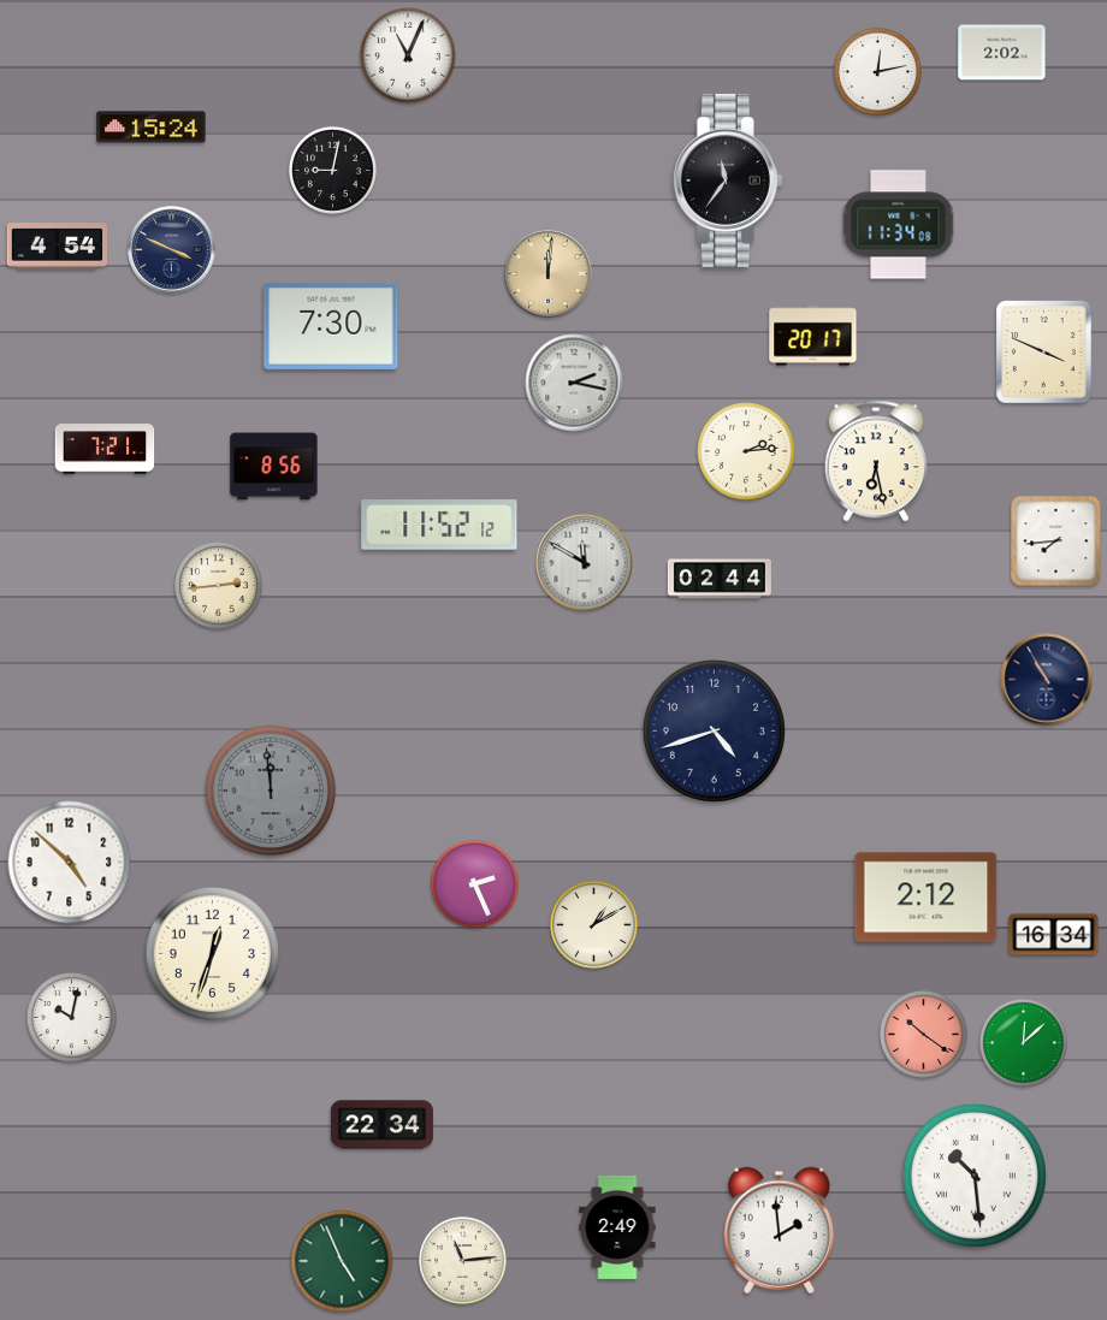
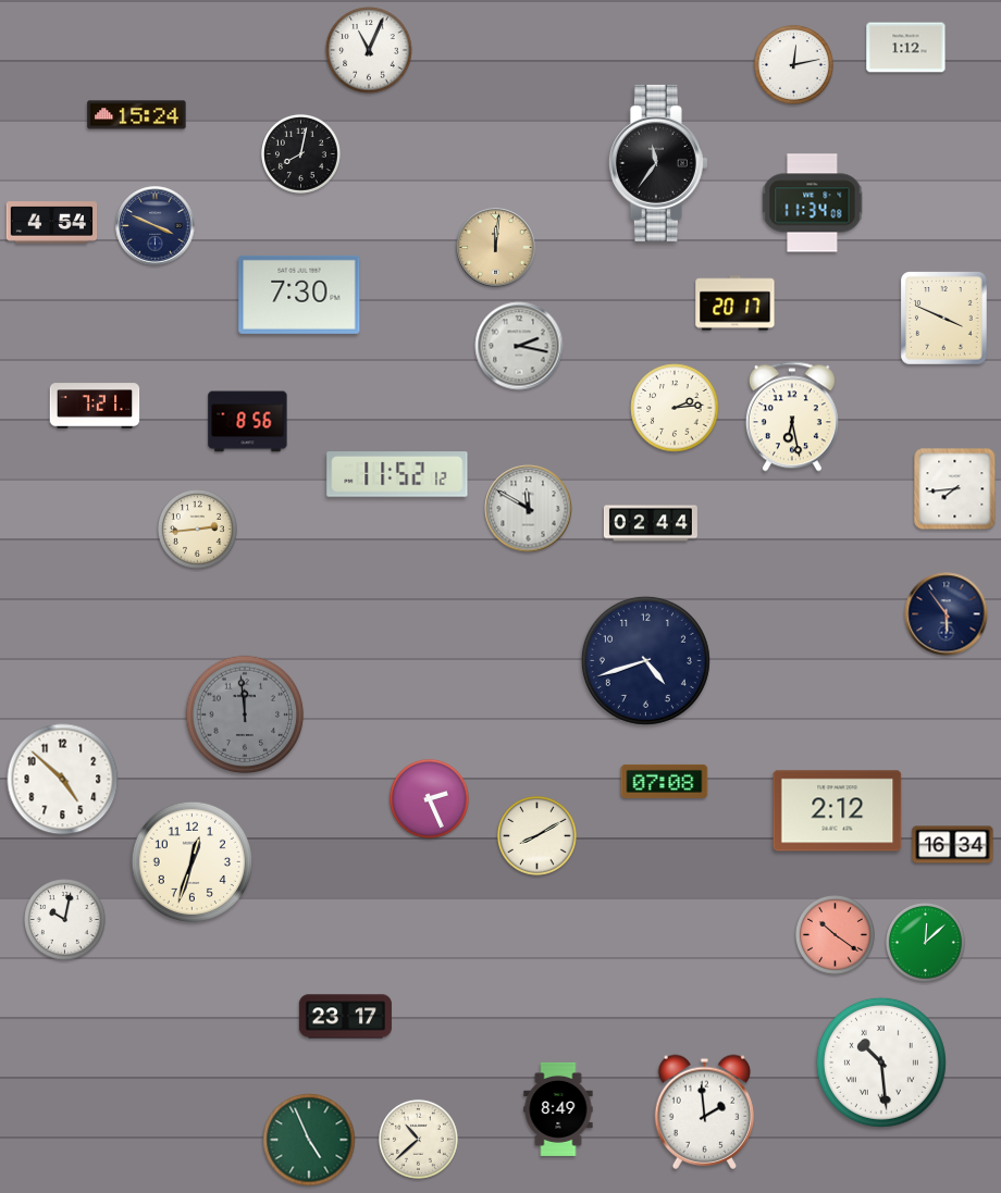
clock at (1002, 53): 2:02 -> 1:12
clock at (332, 170): 9:02 -> 8:02
clock at (1047, 680): 10:55 -> 5:54
clock at (665, 781): none -> 07:08
clock at (593, 924): 1:10 -> 8:10
clock at (381, 1125): 22:34 -> 23:17
clock at (617, 1227): 2:49 -> 8:49
clock at (462, 1260): 11:14 -> 10:38
